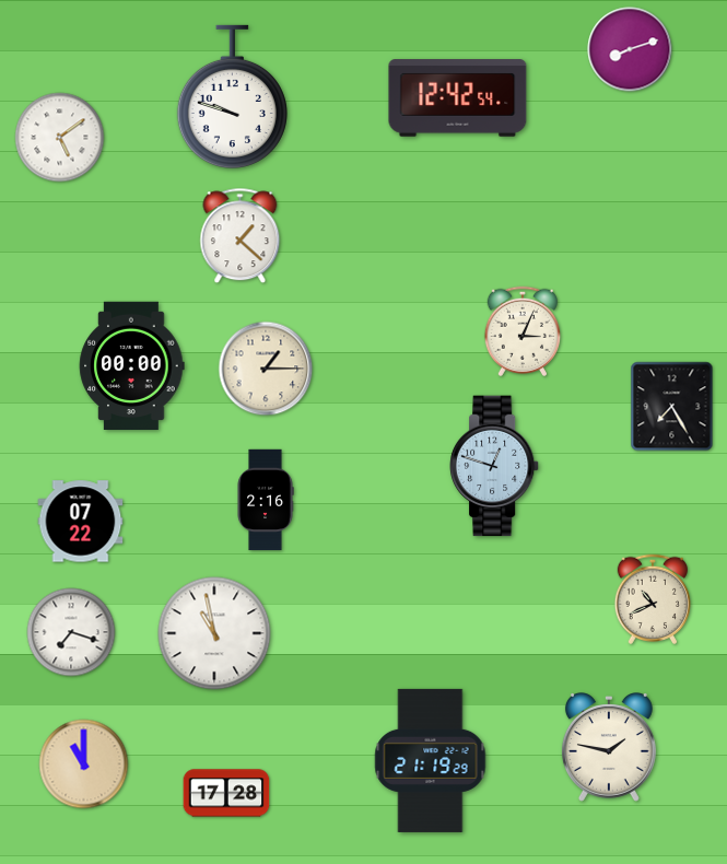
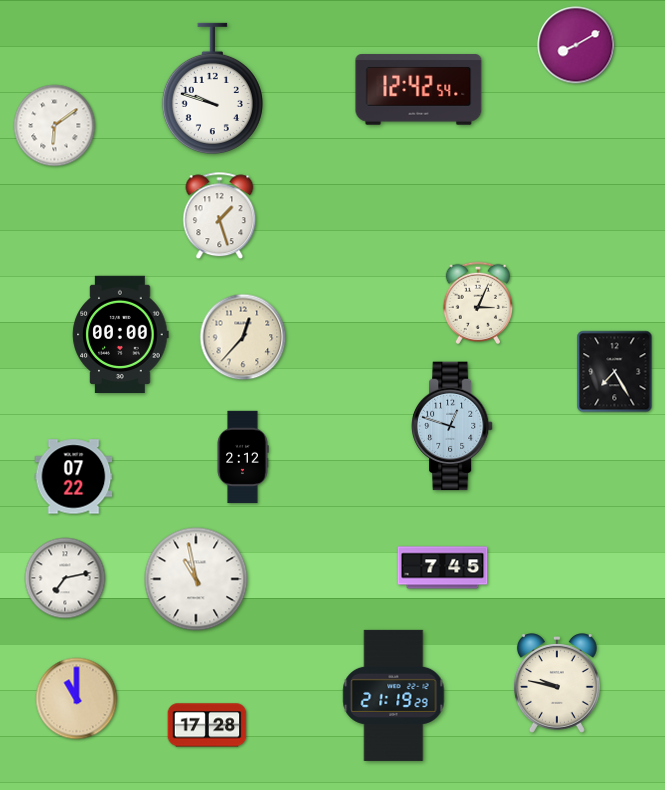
clock at (630, 49): 8:12 -> 8:10
clock at (60, 138): 5:09 -> 6:09
clock at (241, 236): 1:22 -> 1:27
clock at (266, 369): 1:15 -> 12:37
clock at (266, 500): 2:16 -> 2:12
clock at (652, 599): 10:41 -> none
clock at (443, 568): none -> 7:45
clock at (71, 632): 7:18 -> 7:13
clock at (609, 748): 1:47 -> 9:47
